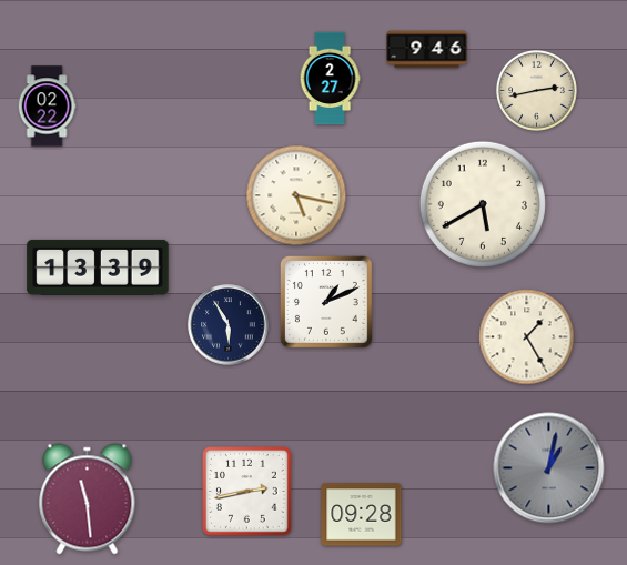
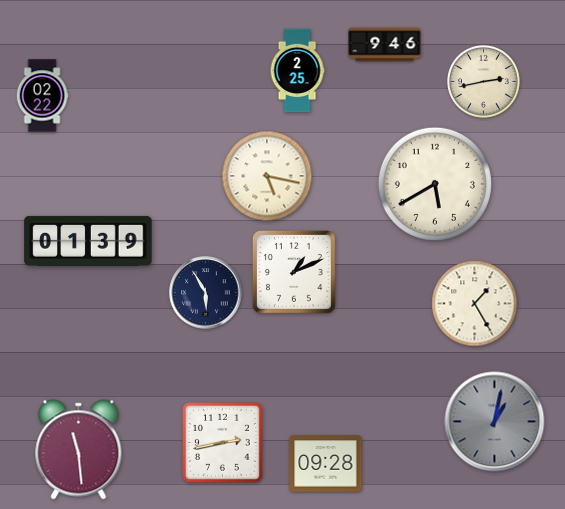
clock at (330, 79): 2:27 -> 2:25
clock at (98, 268): 13:39 -> 01:39
